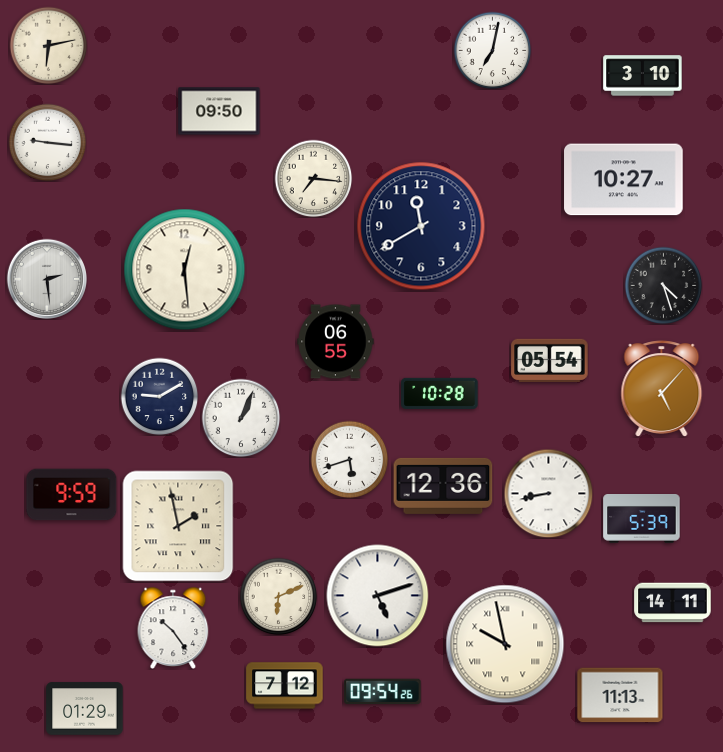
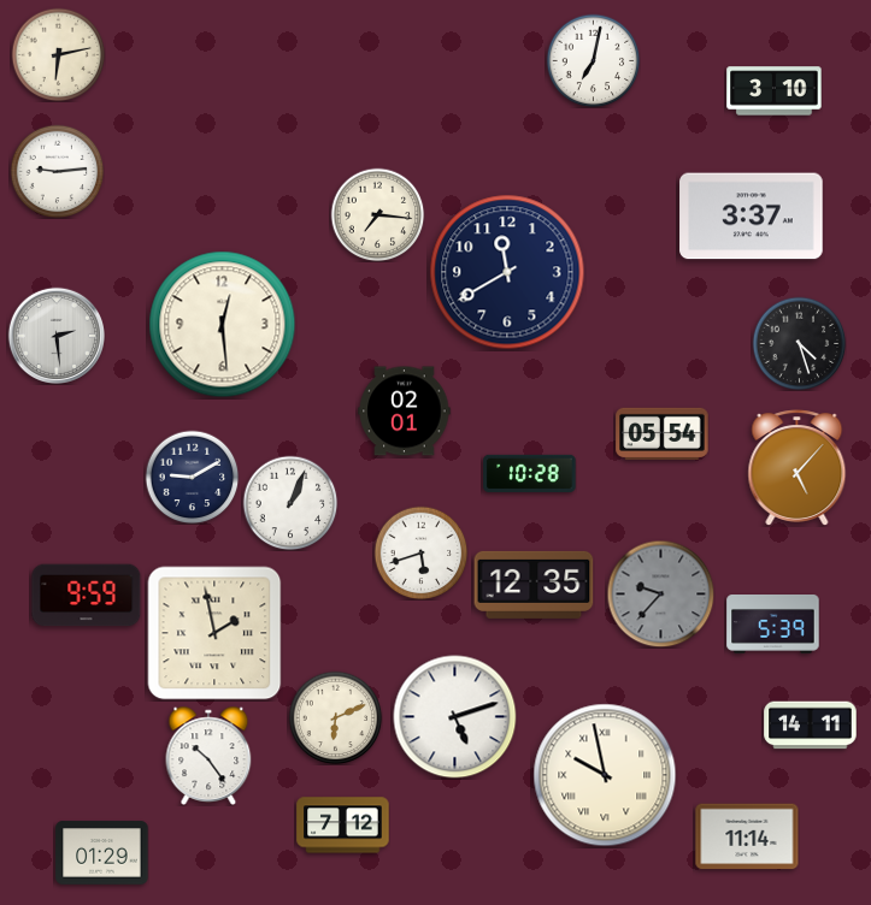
clock at (219, 111): 09:50 -> none
clock at (47, 142): 9:16 -> 9:14
clock at (624, 180): 10:27 -> 3:37
clock at (336, 342): 06:55 -> 02:01
clock at (443, 486): 12:36 -> 12:35
clock at (548, 493): 8:43 -> 9:37
clock at (548, 493) dial: white -> grey
clock at (505, 644) position: (505, 644) -> (605, 775)
clock at (383, 692): 09:54 -> none
clock at (620, 695): 11:13 -> 11:14
